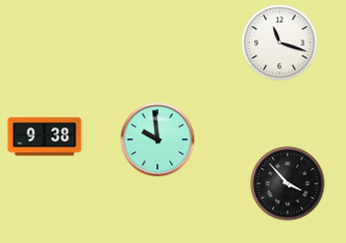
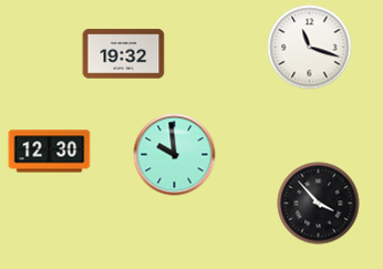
clock at (124, 54): none -> 19:32
clock at (45, 137): 9:38 -> 12:30
